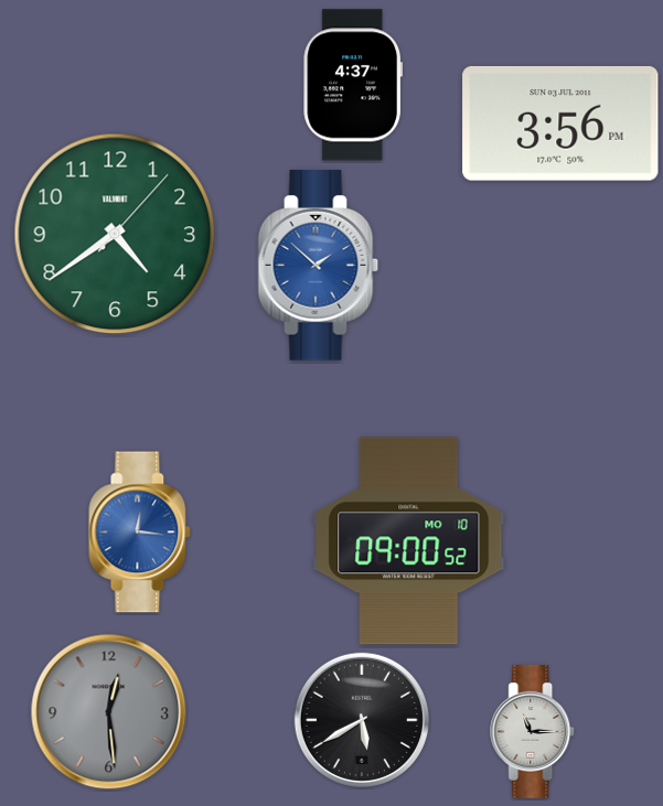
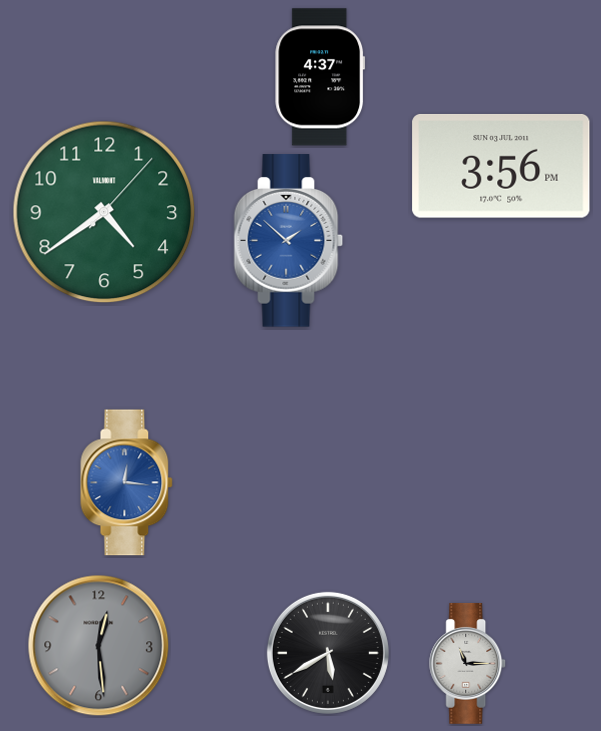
clock at (560, 123) position: (560, 123) -> (501, 166)
clock at (409, 541): 09:00 -> none
clock at (533, 731) position: (533, 731) -> (468, 663)
